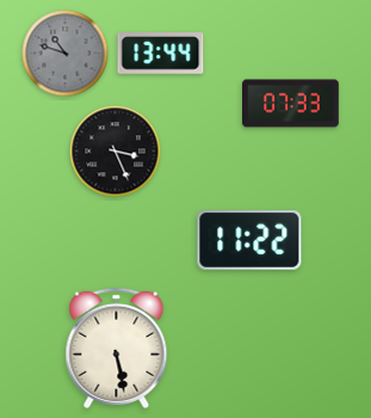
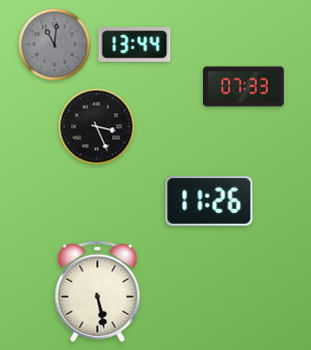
clock at (66, 54): 10:48 -> 11:01
clock at (249, 241): 11:22 -> 11:26
